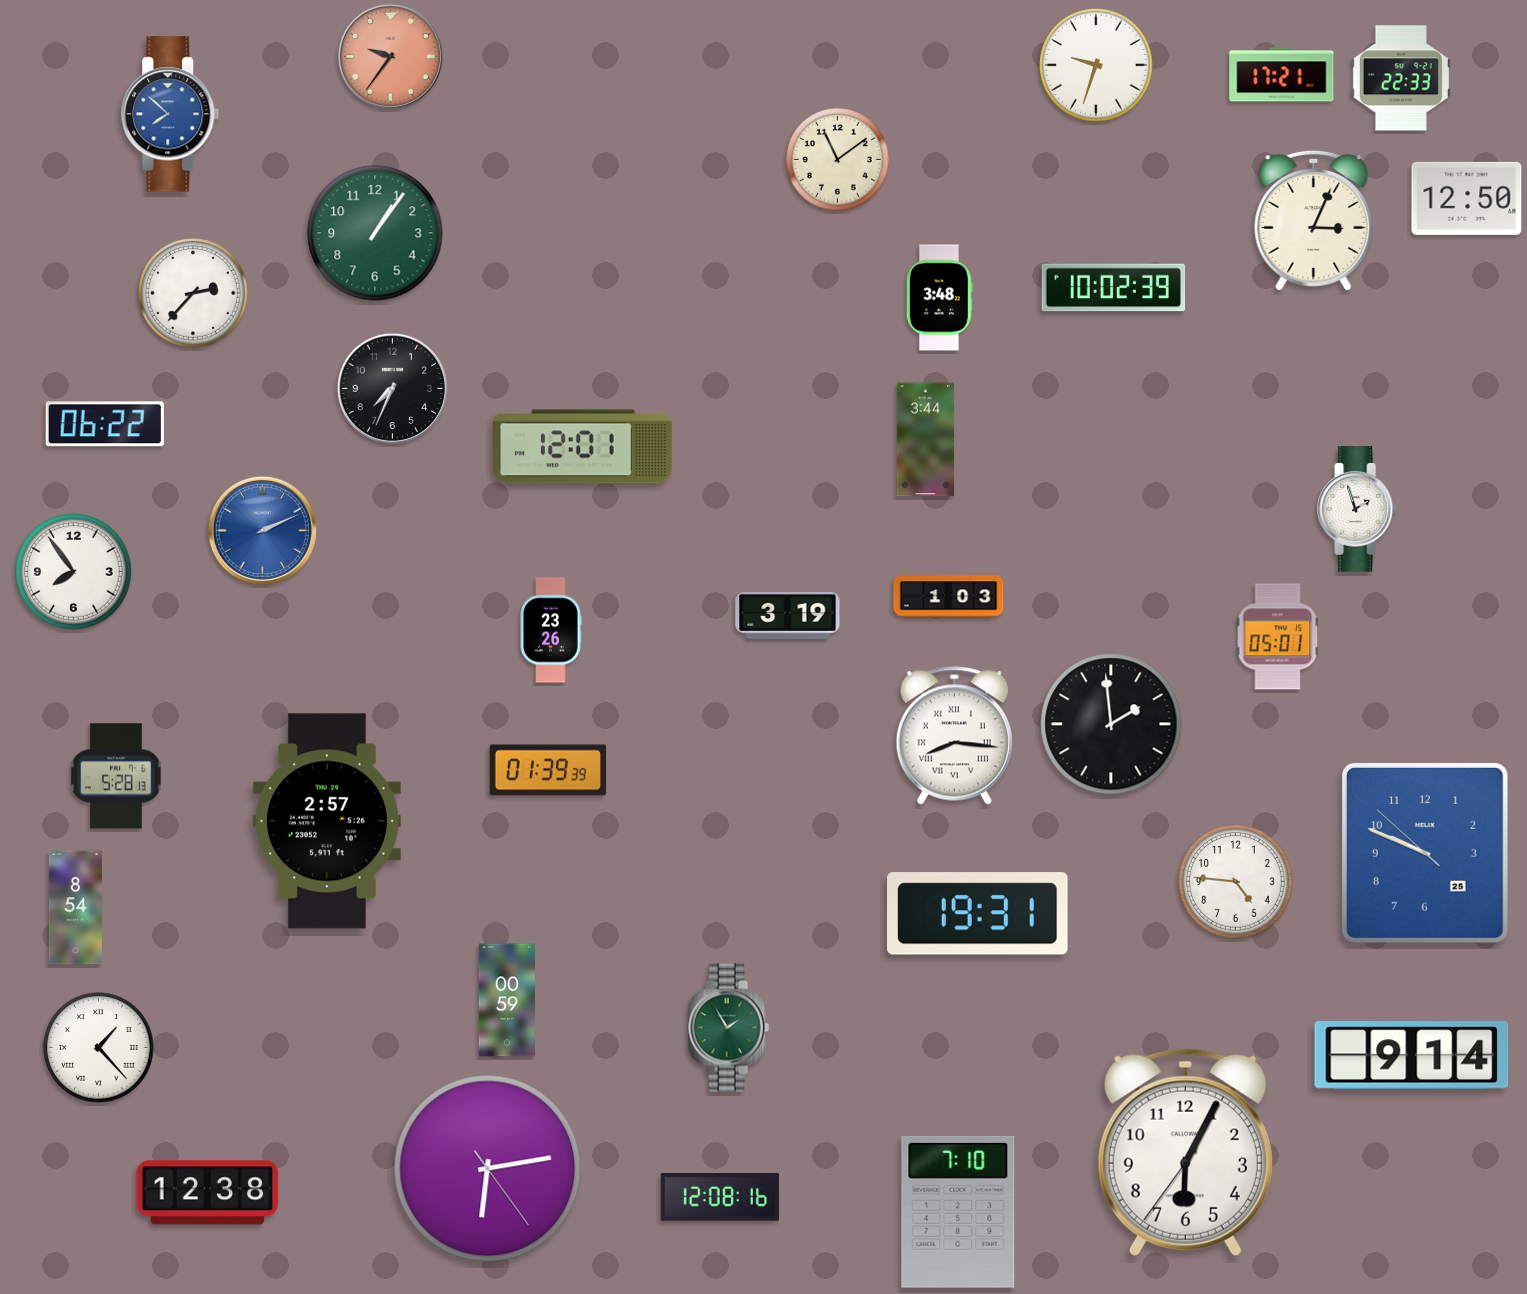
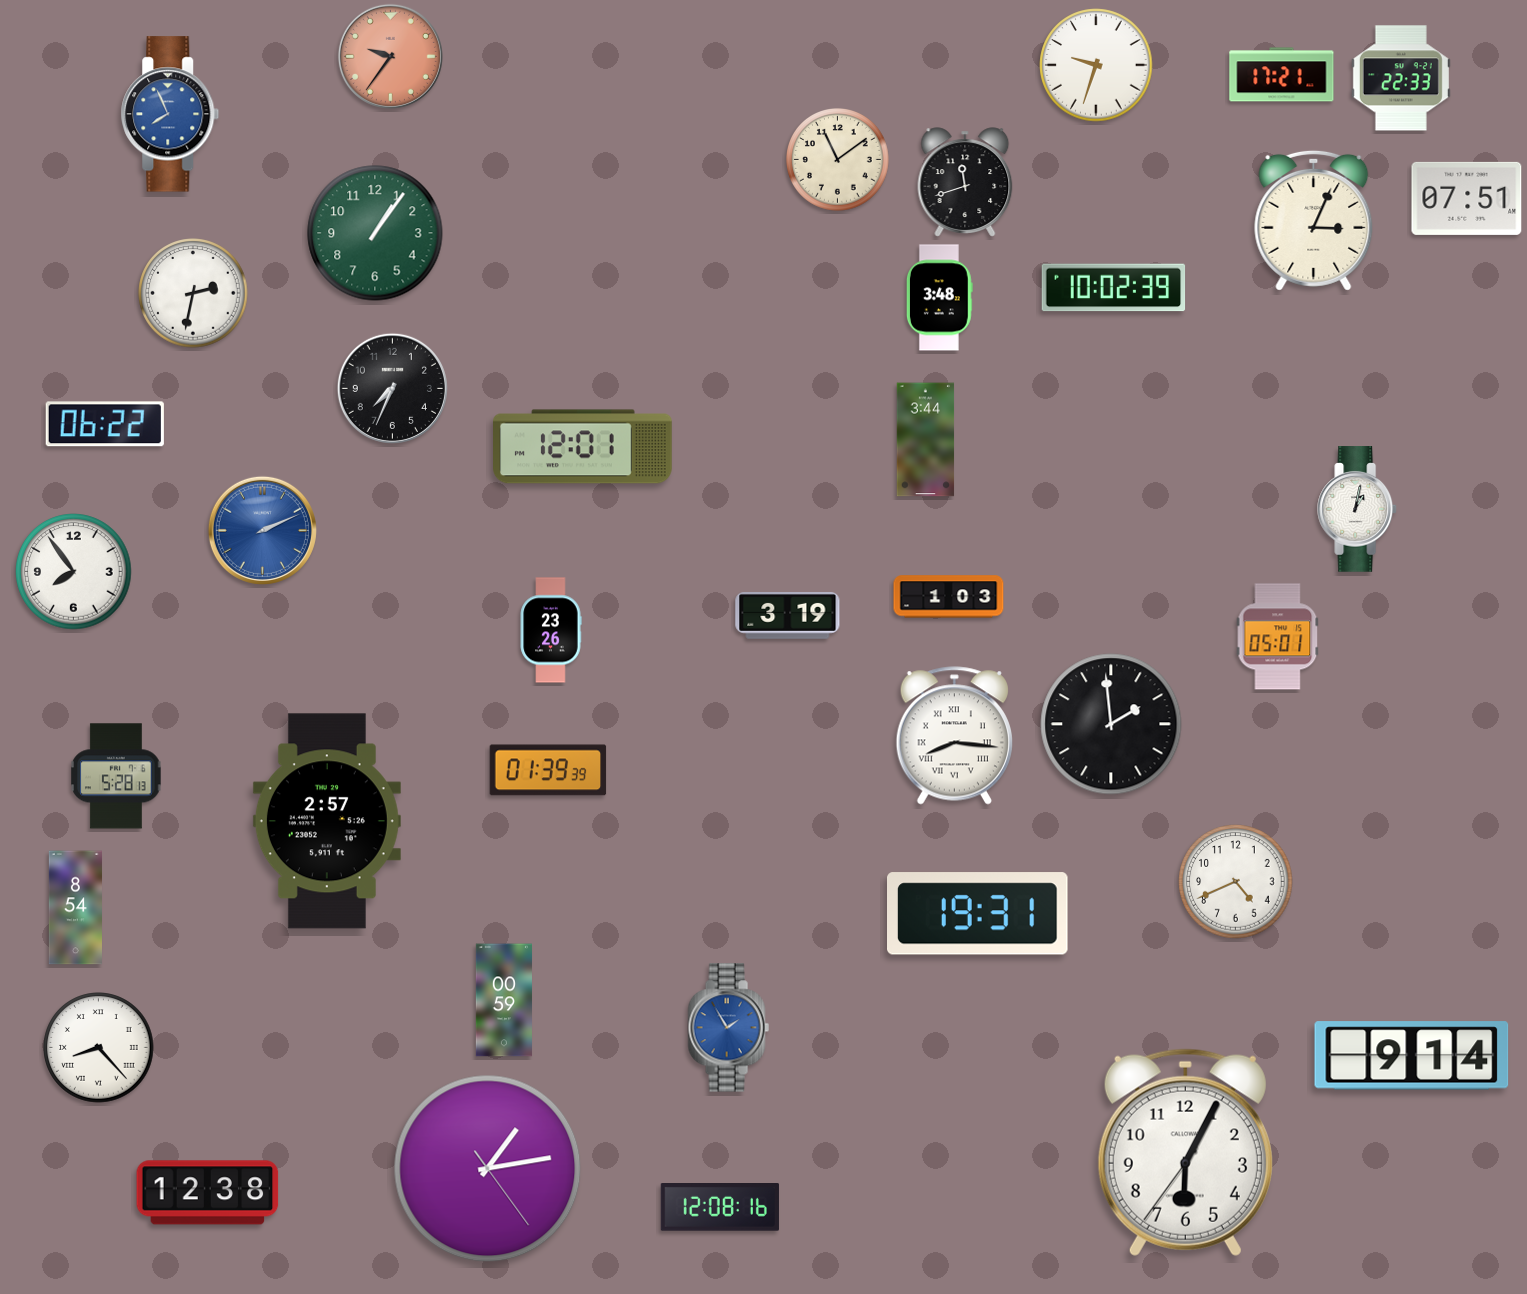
clock at (170, 114): 7:52 -> 7:56
clock at (965, 182): none -> 11:42
clock at (1467, 198): 12:50 -> 07:51
clock at (193, 293): 2:37 -> 2:32
clock at (1358, 509): 1:57 -> 1:02
clock at (1425, 853): 9:48 -> none
clock at (1236, 882): 4:46 -> 4:41
clock at (507, 1000) position: (507, 1000) -> (504, 1000)
clock at (728, 1028) dial: green -> blue
clock at (99, 1048): 1:23 -> 8:23
clock at (488, 1169): 6:13 -> 1:13
clock at (720, 1198) position: (720, 1198) -> (720, 1208)
clock at (958, 1212): 7:10 -> none
